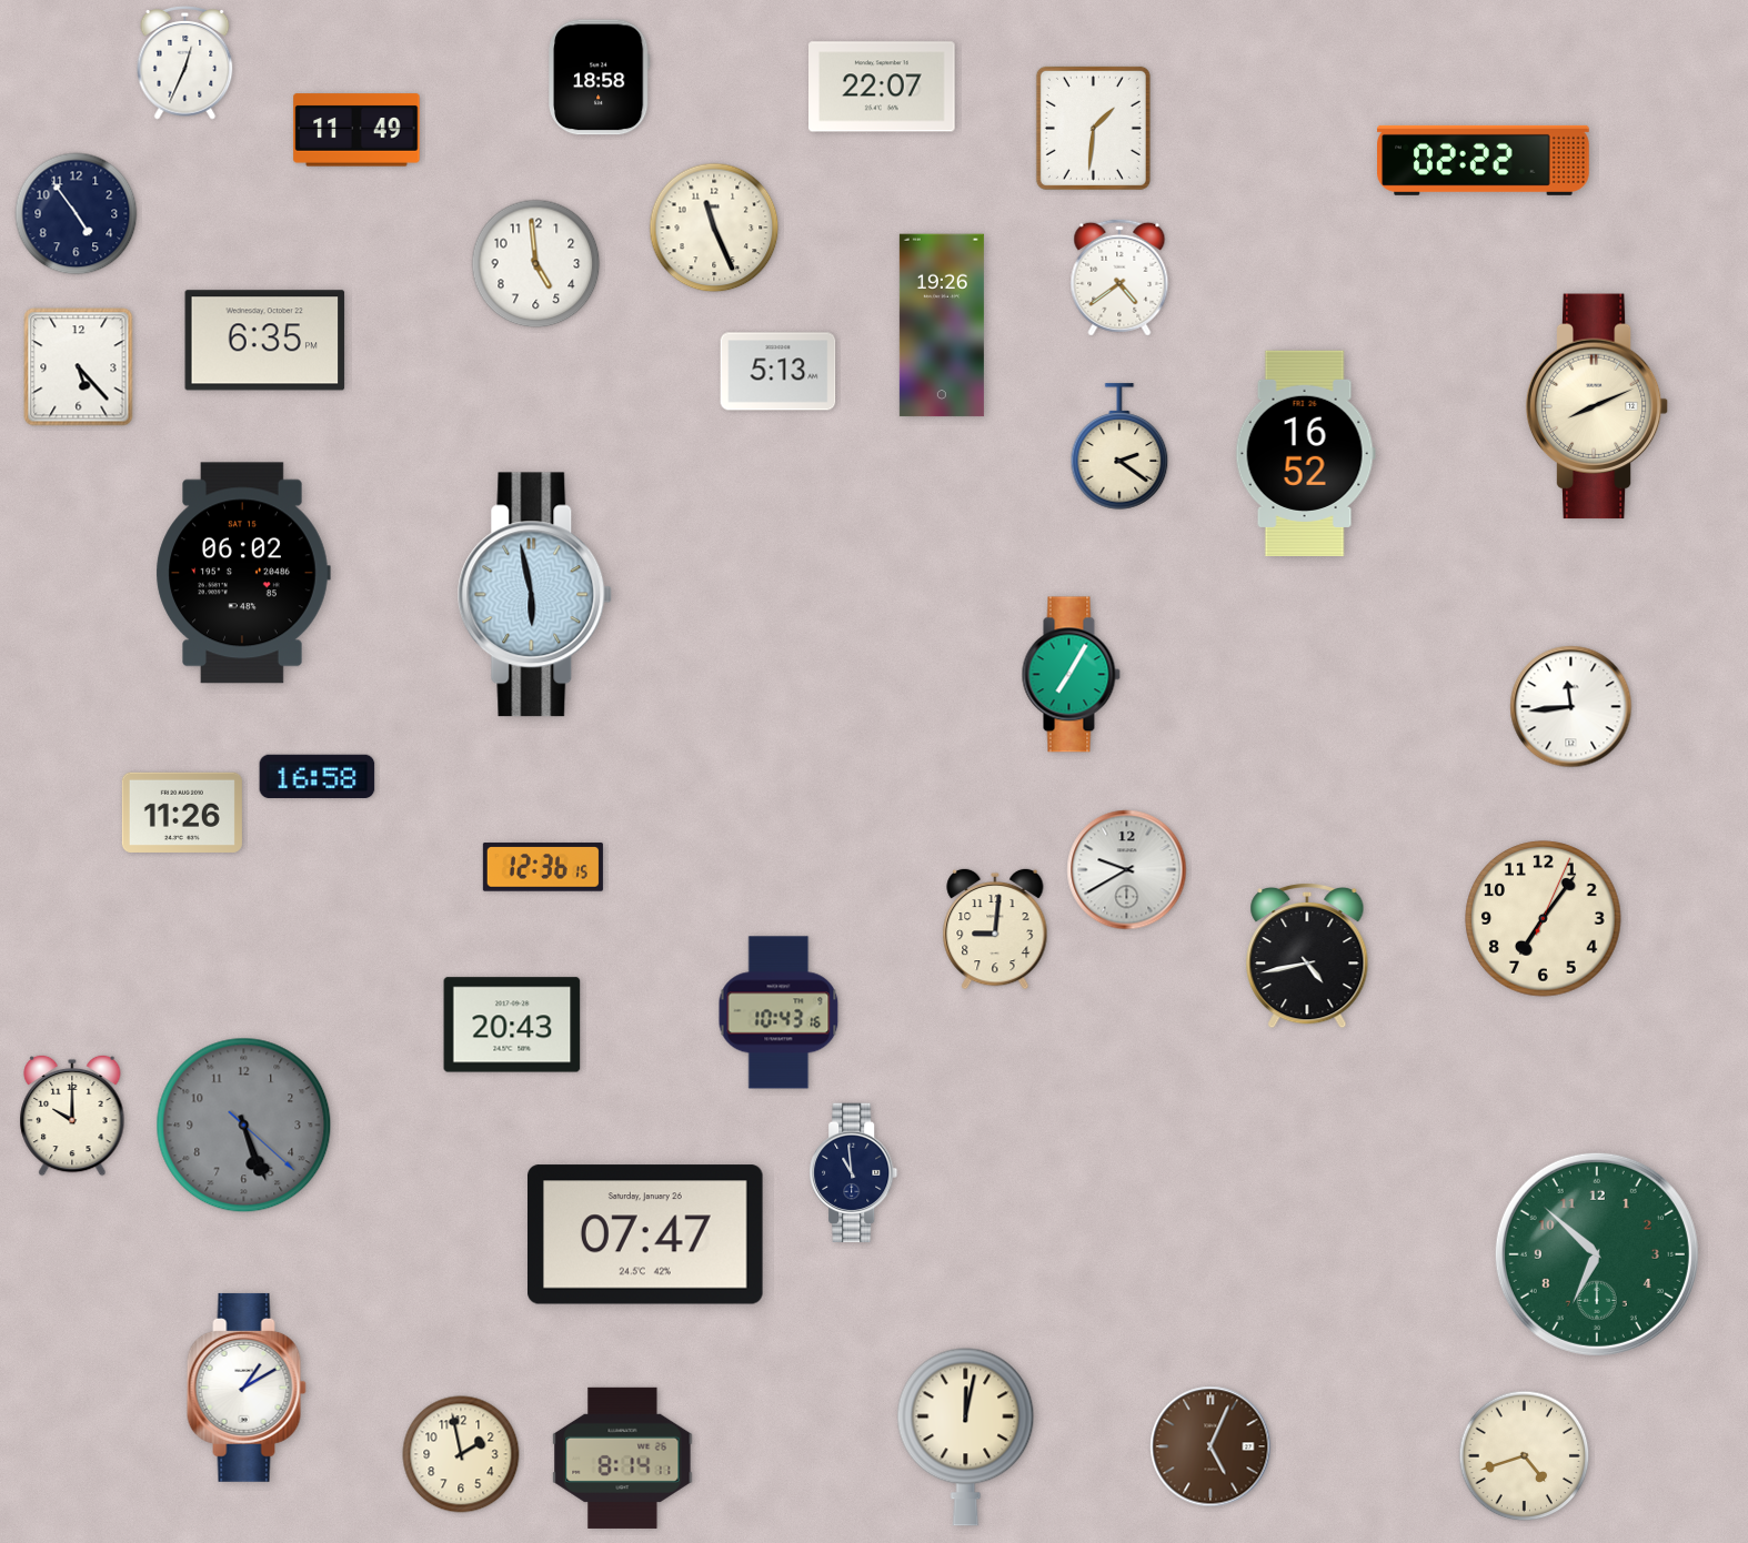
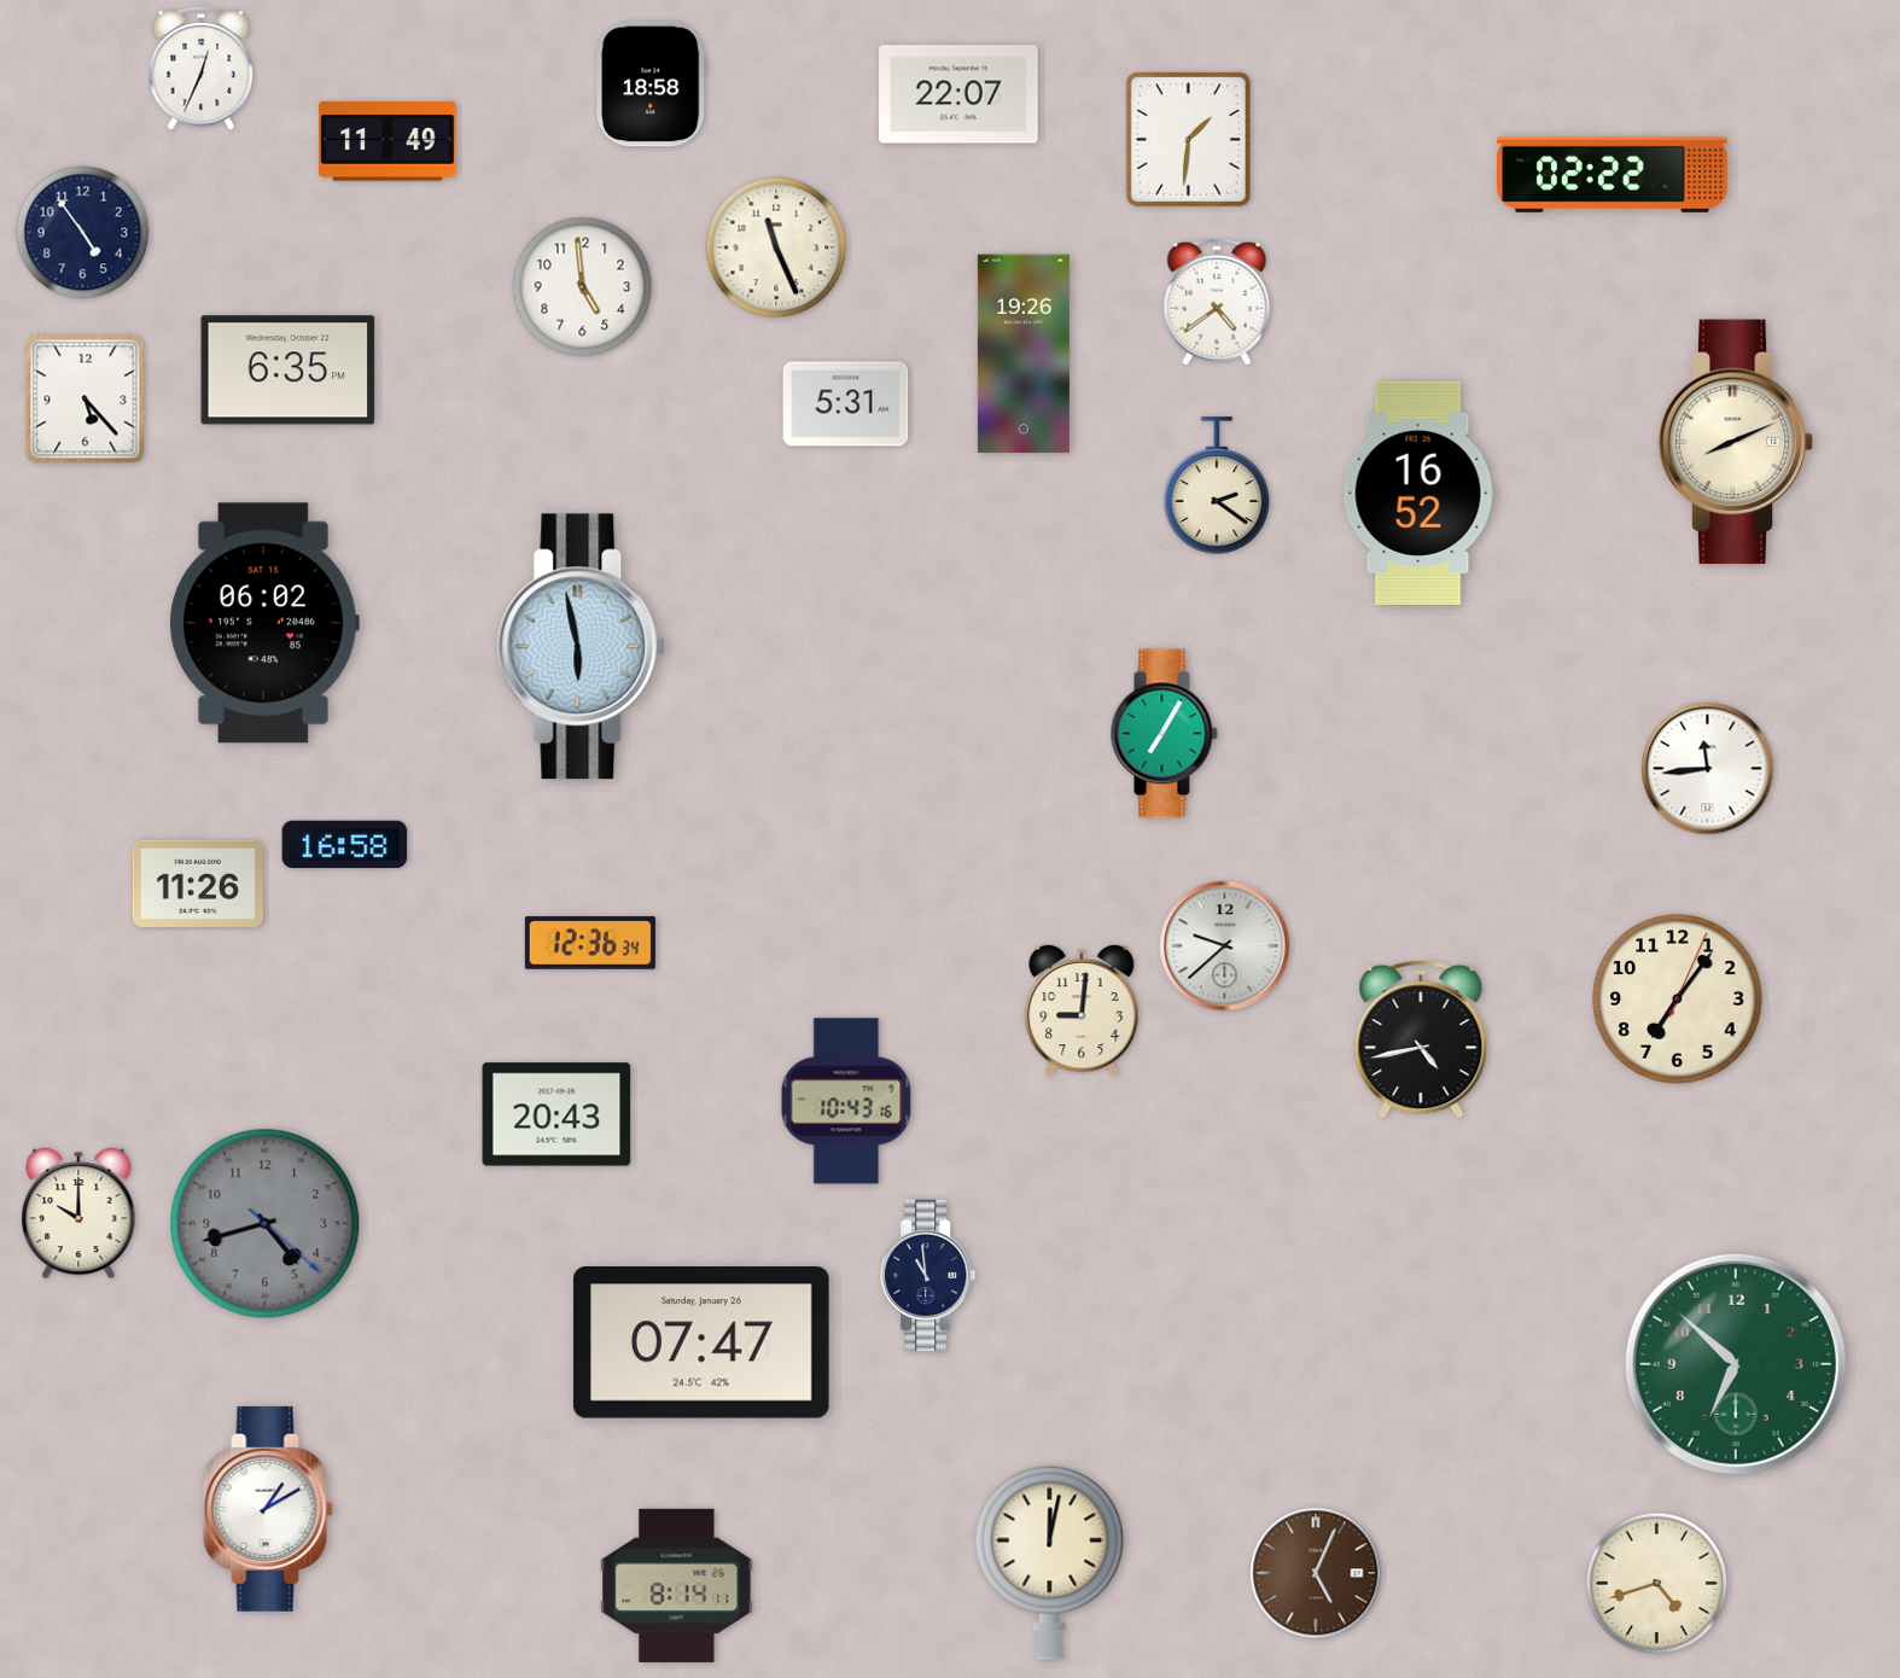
clock at (778, 372): 5:13 -> 5:31
clock at (543, 867): 12:36:15 -> 12:36:34
clock at (1127, 870): 9:40 -> 9:38
clock at (244, 1126): 5:26 -> 4:42
clock at (461, 1454): 1:58 -> none
